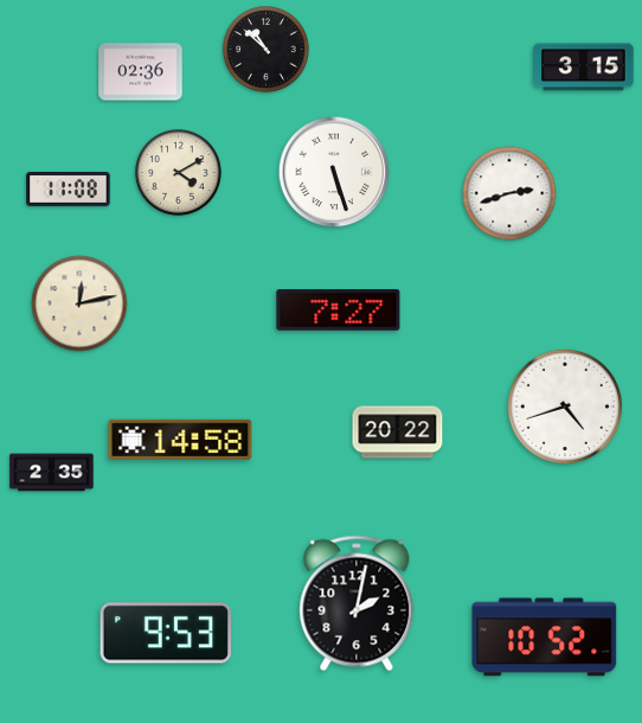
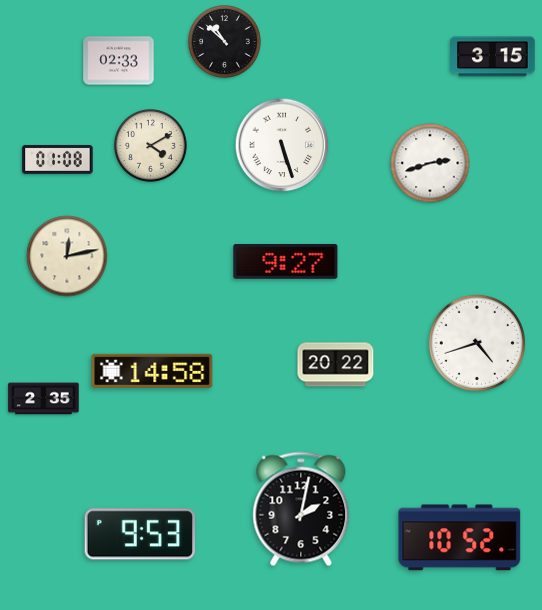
clock at (141, 72): 02:36 -> 02:33
clock at (69, 188): 11:08 -> 01:08
clock at (339, 309): 7:27 -> 9:27
